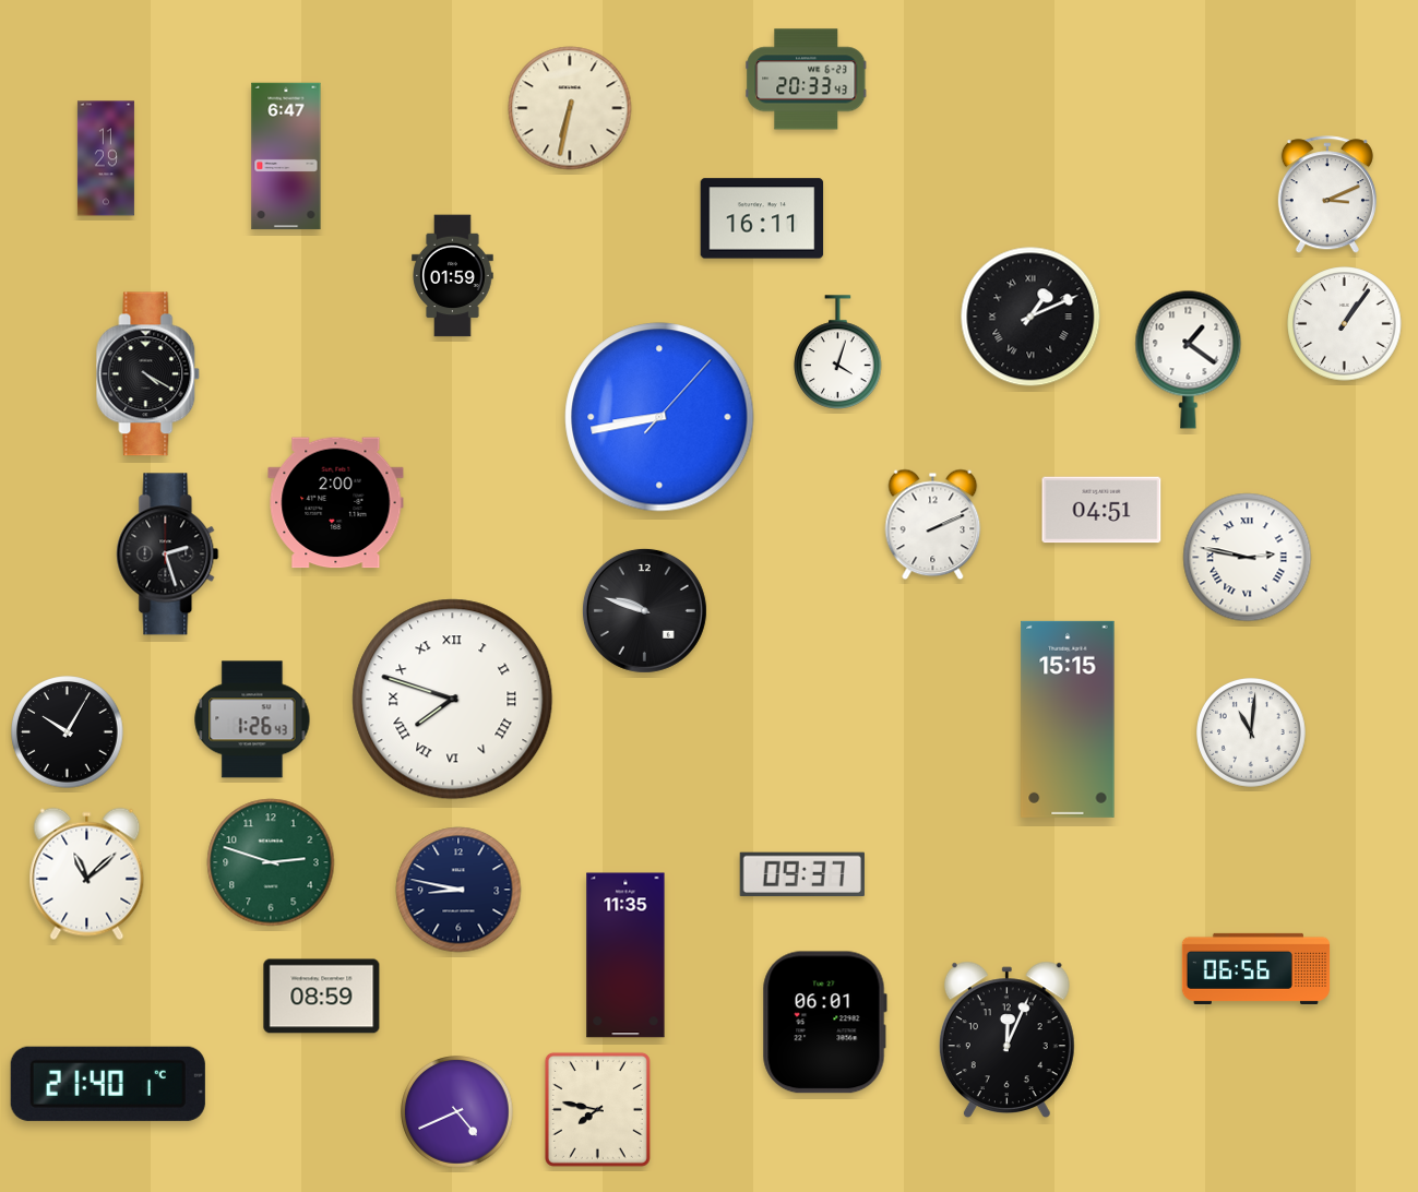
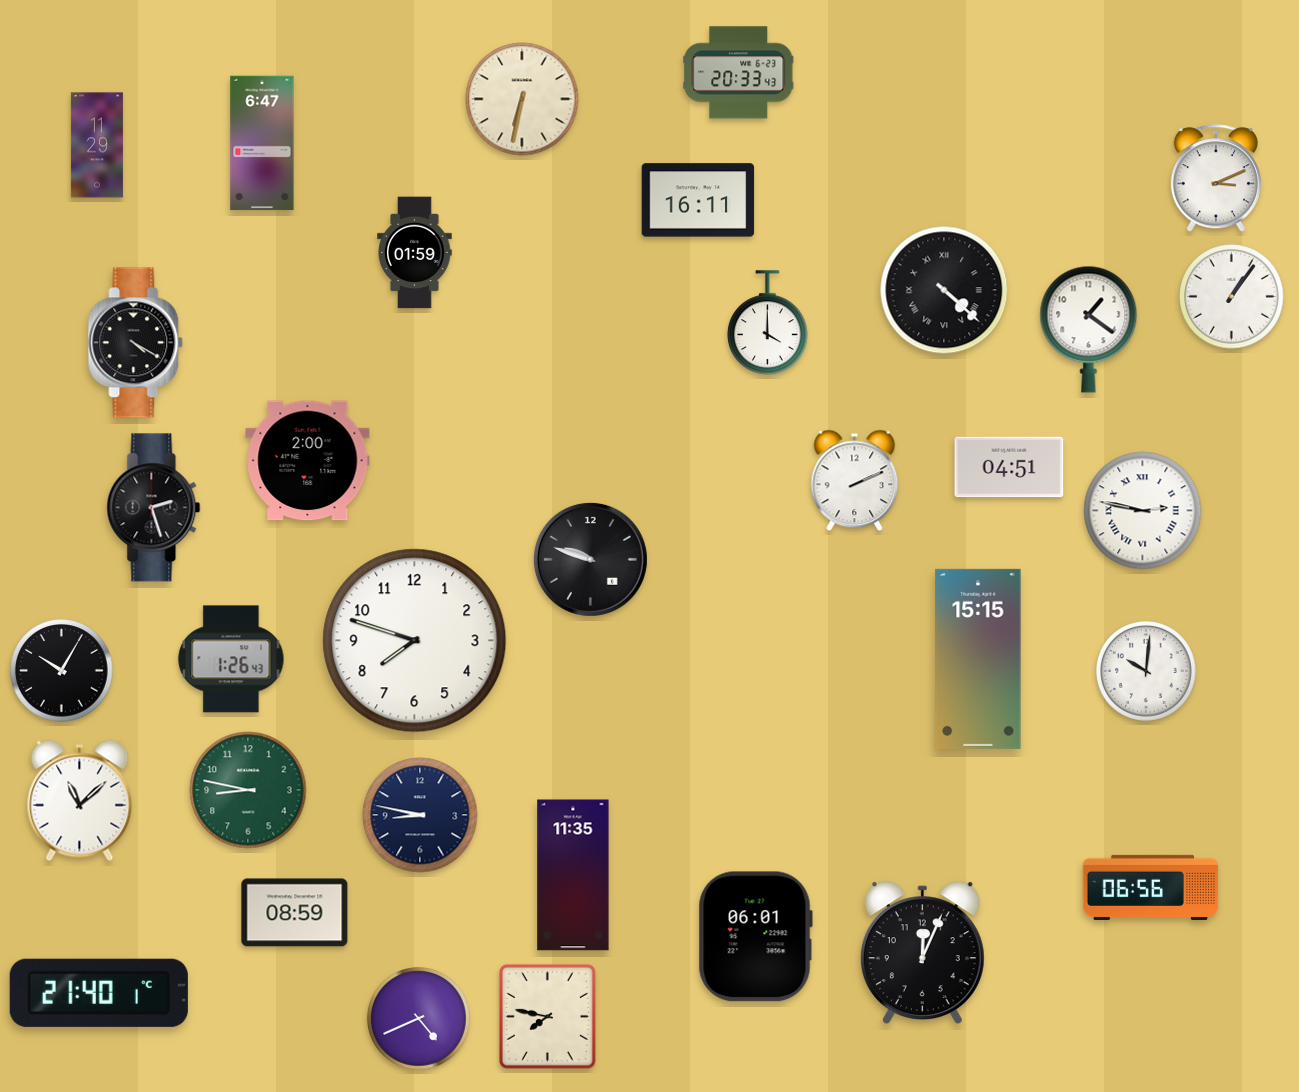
clock at (1030, 317): 1:11 -> 4:22
clock at (838, 353): 4:03 -> 4:00
clock at (659, 417): 8:43 -> none
clock at (453, 700) numerals: Roman -> Arabic
clock at (1252, 734): 11:01 -> 10:01
clock at (271, 862): 2:48 -> 8:47
clock at (802, 874): 09:37 -> none
